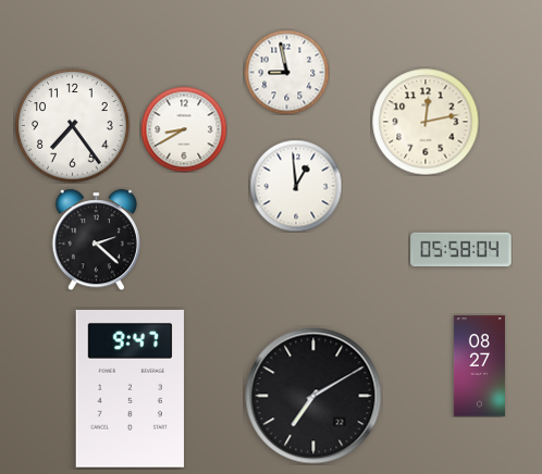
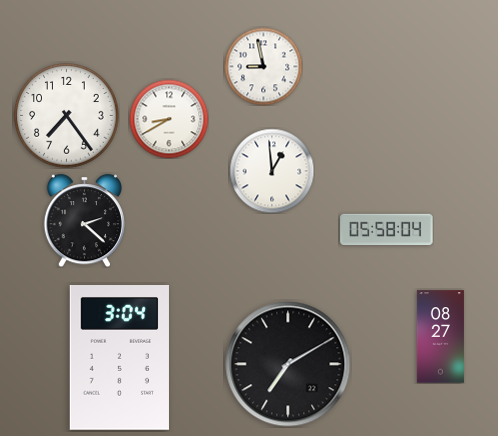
clock at (426, 122): 12:13 -> none
clock at (96, 239) position: (96, 239) -> (84, 220)
clock at (461, 250) position: (461, 250) -> (387, 230)
clock at (130, 389): 9:47 -> 3:04
